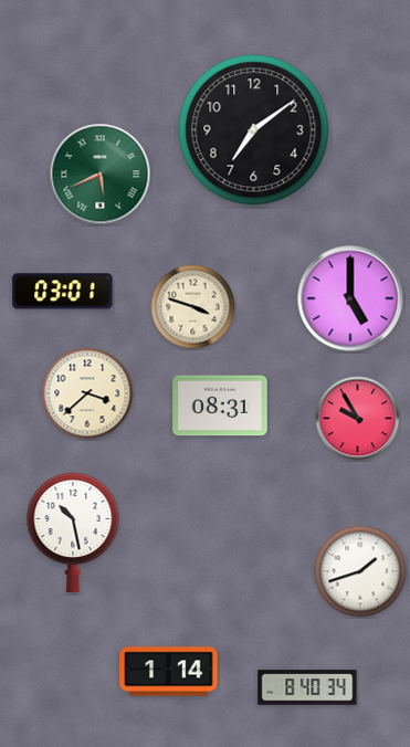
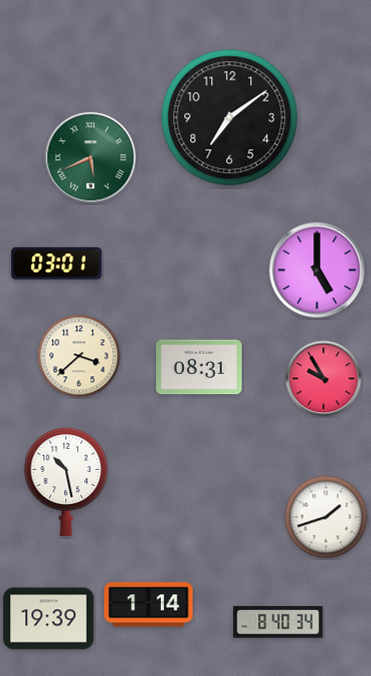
clock at (193, 307): 3:48 -> none
clock at (169, 672) position: (169, 672) -> (149, 605)
clock at (49, 619): none -> 19:39
